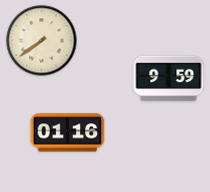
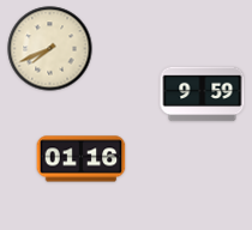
clock at (42, 41): 7:39 -> 7:41
